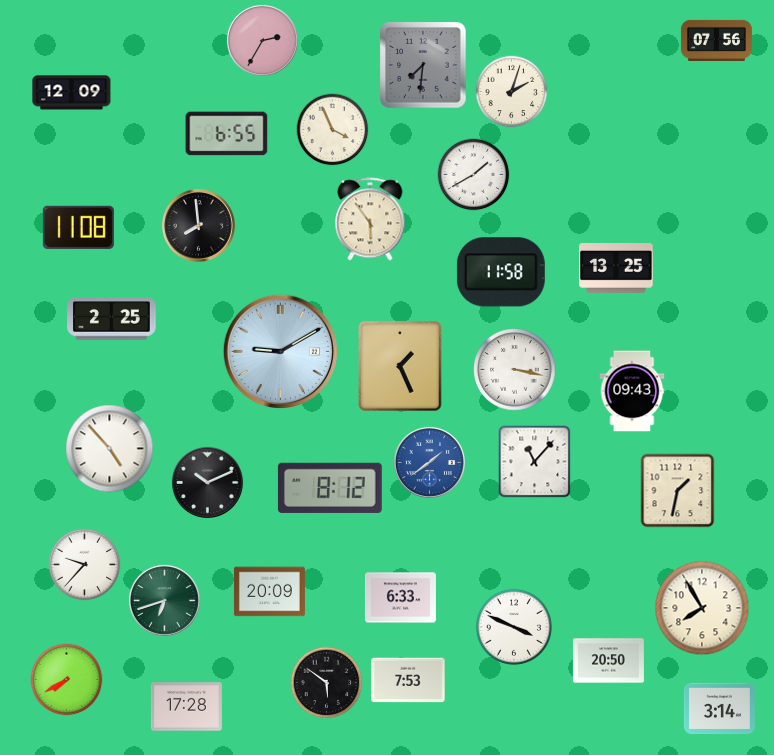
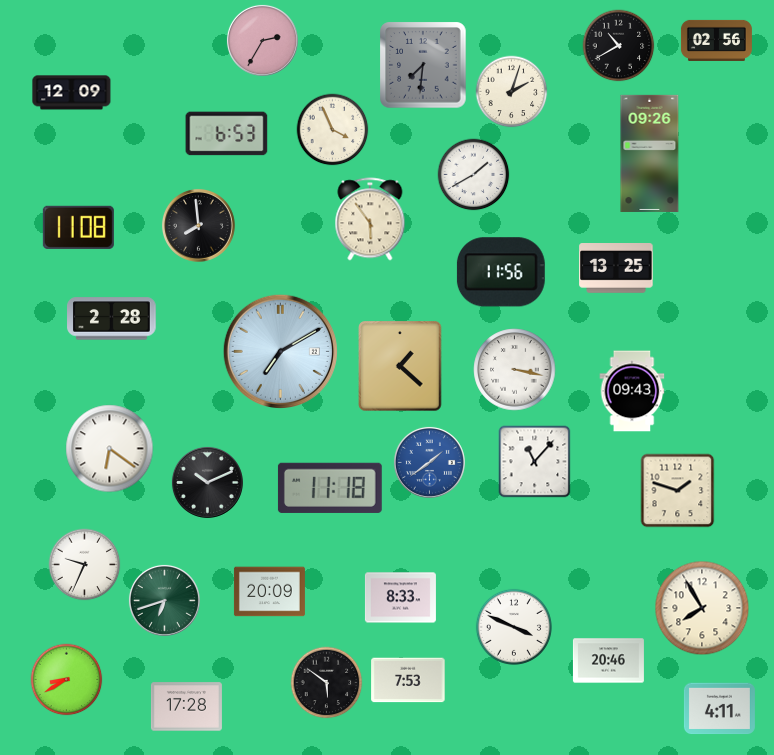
clock at (716, 40): 07:56 -> 02:56
clock at (619, 46): none -> 10:40
clock at (227, 134): 6:55 -> 6:53
clock at (650, 153): none -> 09:26
clock at (501, 272): 11:58 -> 11:56
clock at (112, 319): 2:25 -> 2:28
clock at (280, 351): 9:10 -> 7:10
clock at (400, 366): 1:26 -> 1:22
clock at (110, 449): 4:53 -> 6:21
clock at (330, 488): 8:12 -> 11:18
clock at (678, 491): 1:32 -> 1:48
clock at (85, 565): 9:37 -> 9:34
clock at (400, 598): 6:33 -> 8:33
clock at (608, 661): 20:50 -> 20:46
clock at (67, 680): 7:40 -> 8:40
clock at (719, 709): 3:14 -> 4:11
